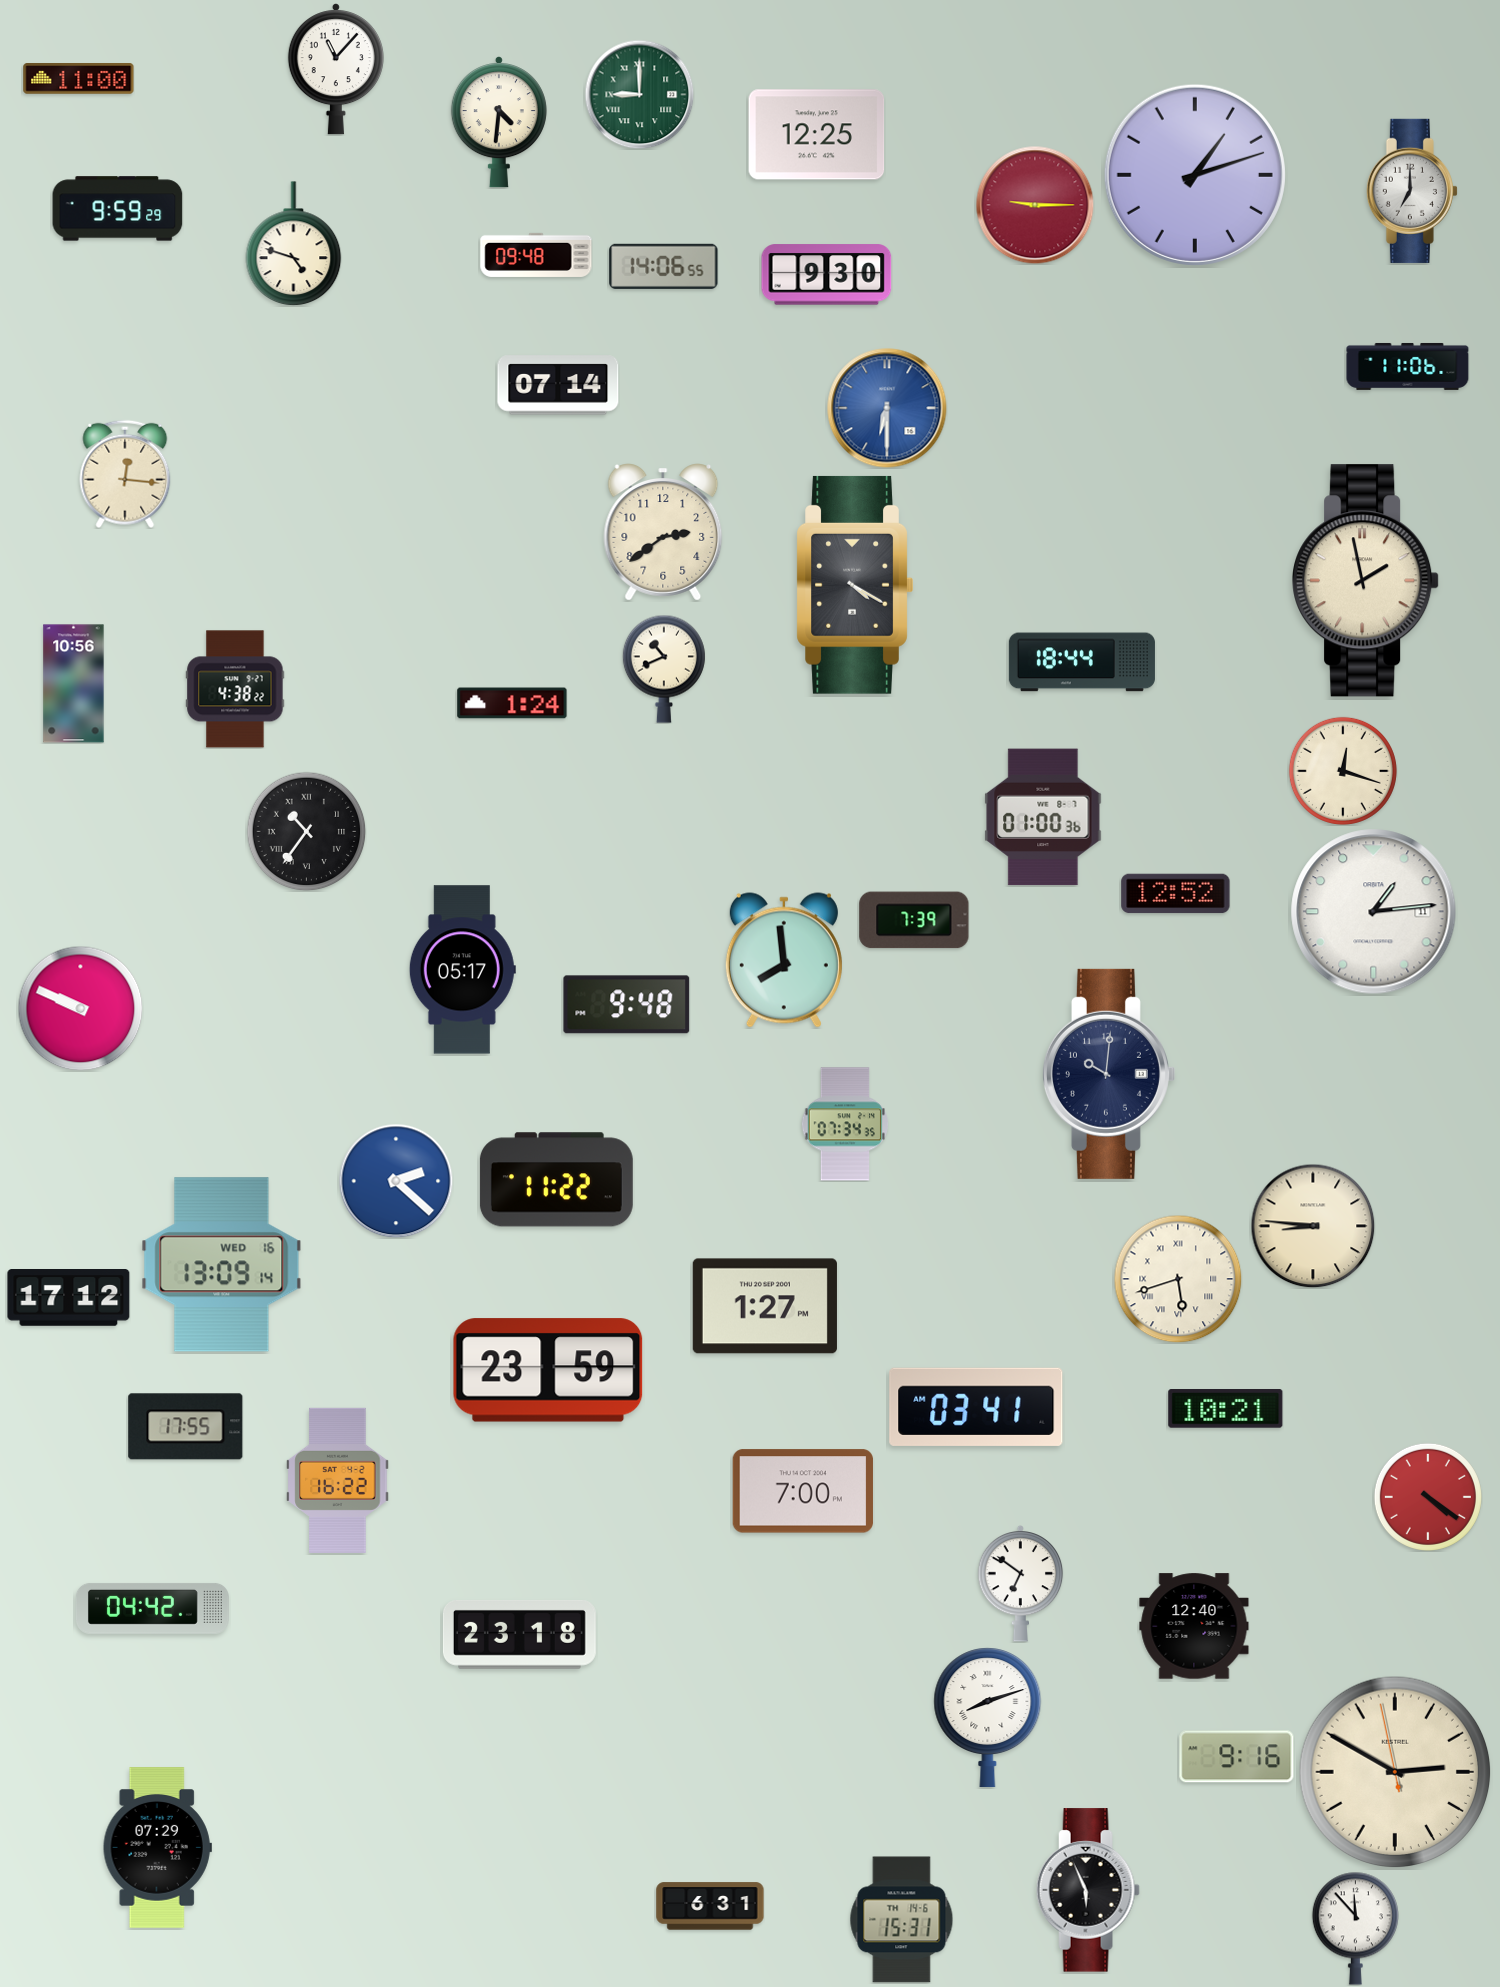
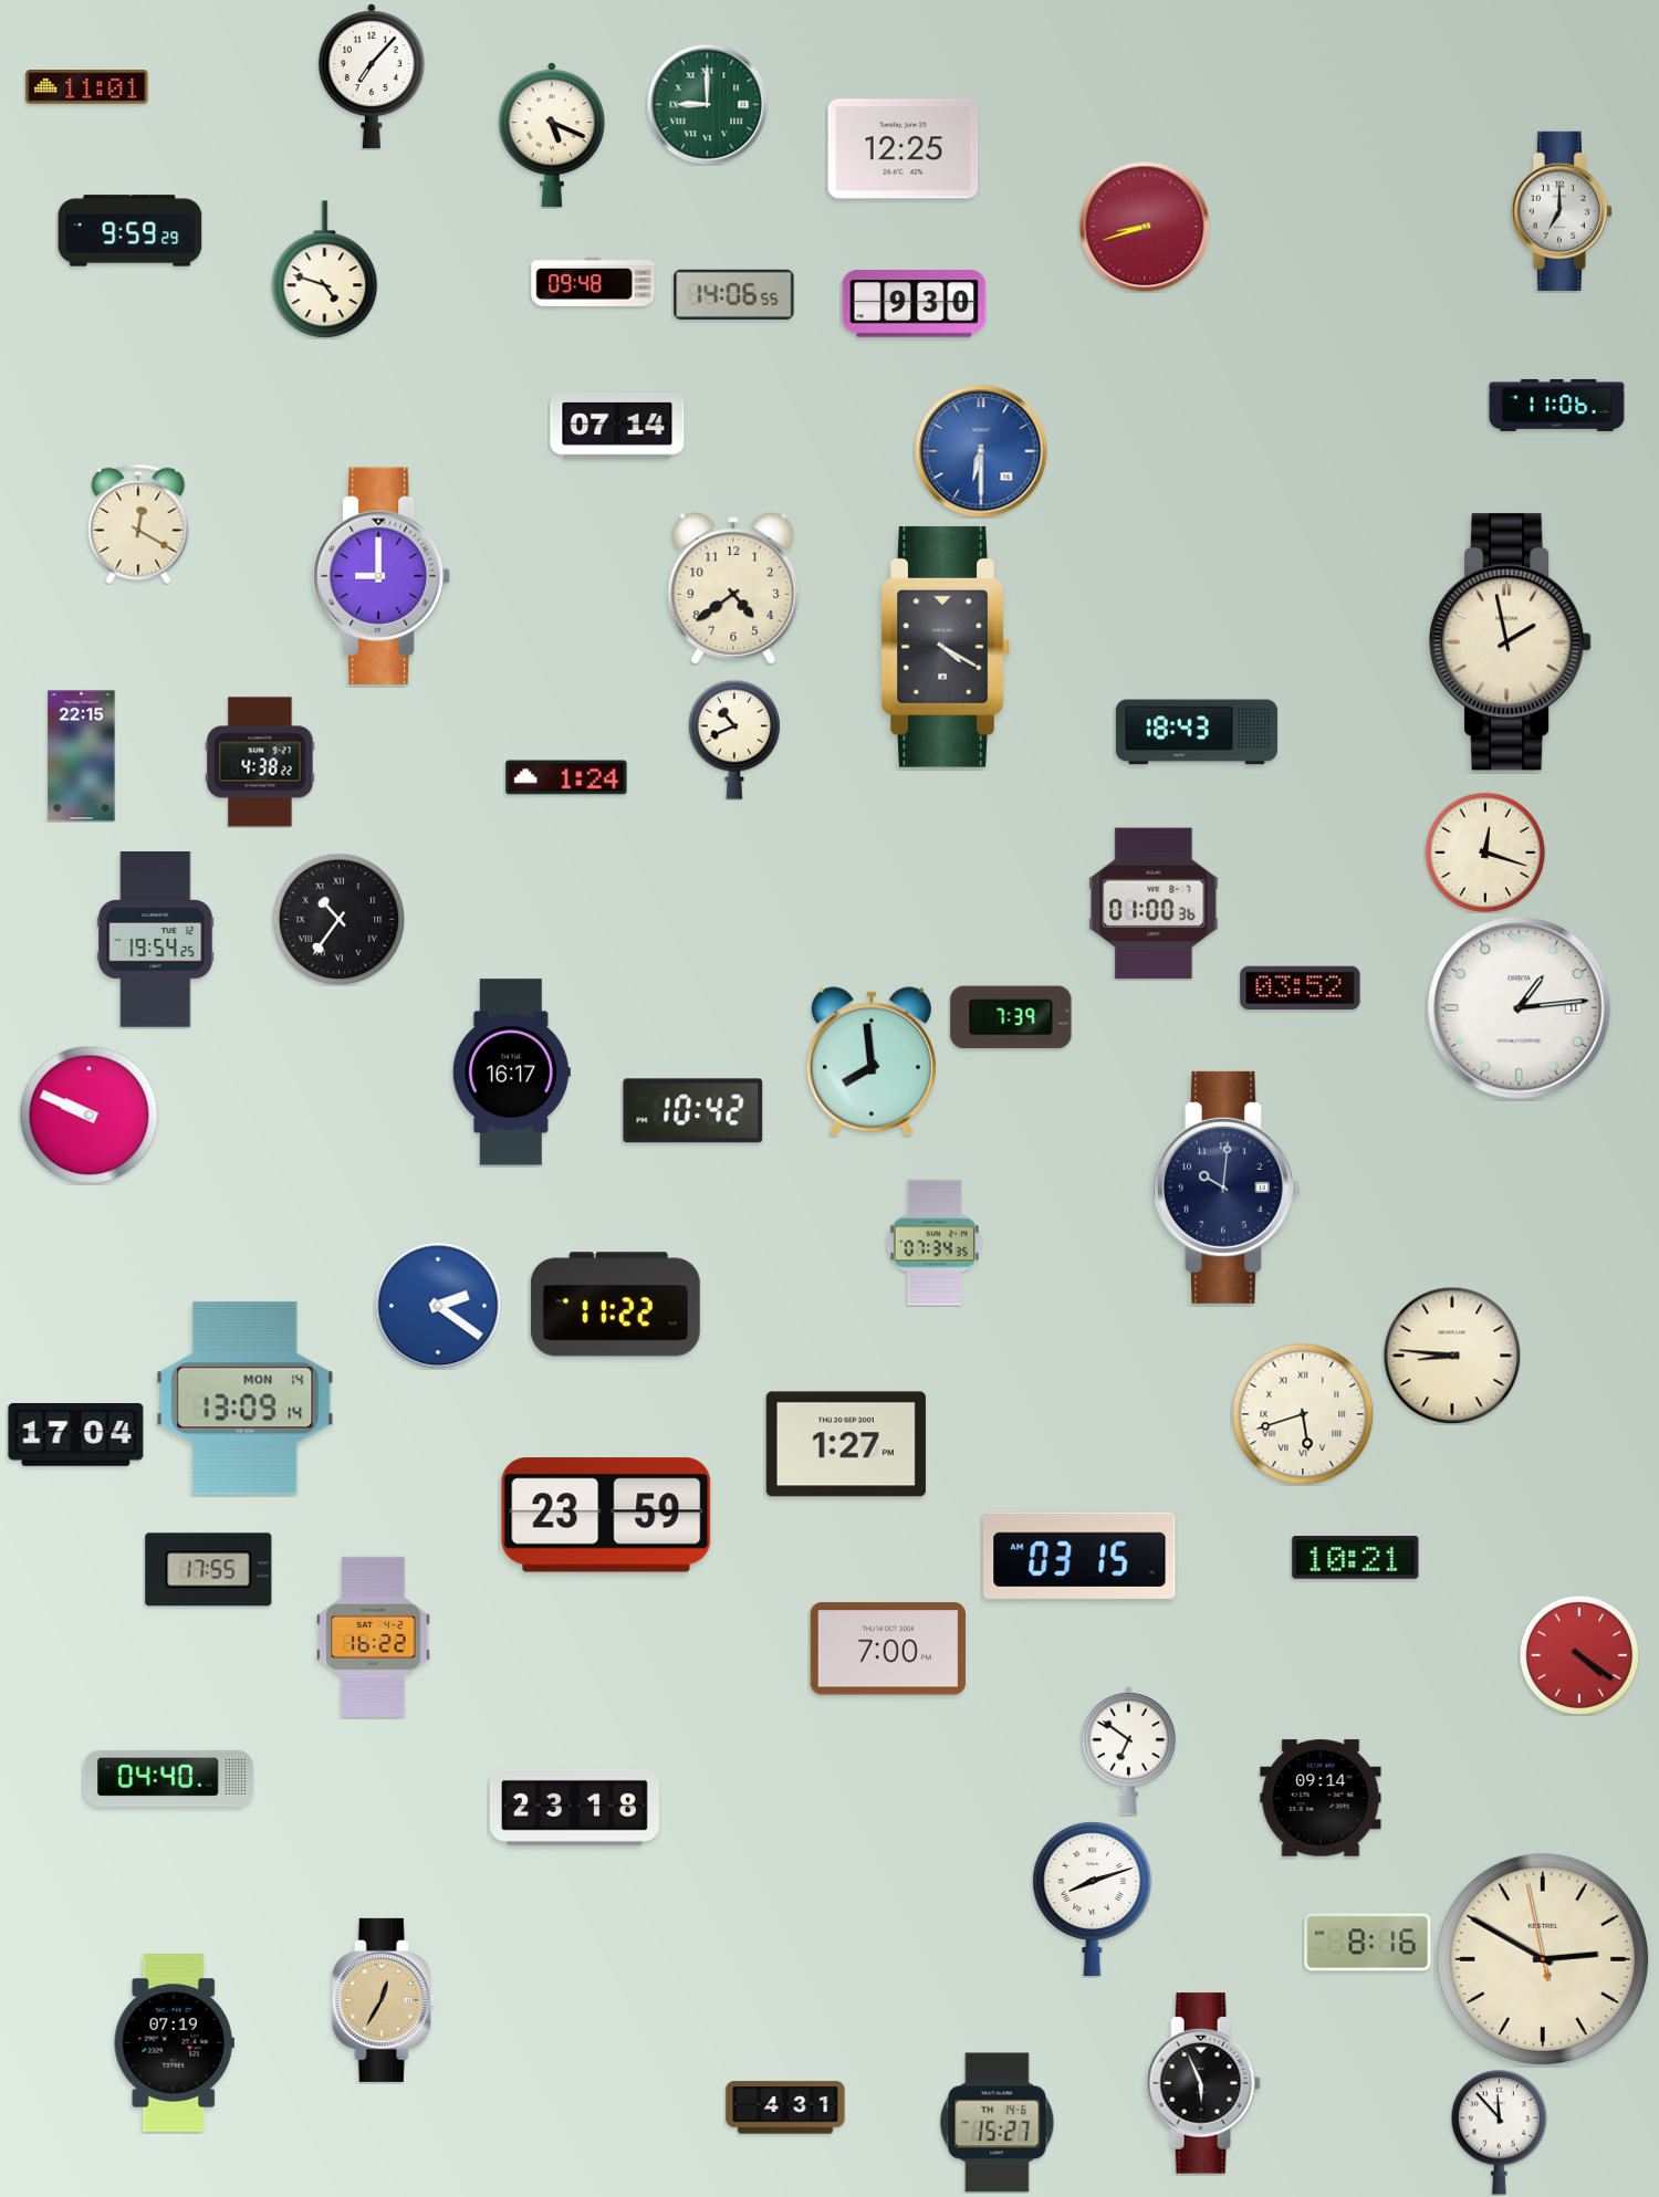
clock at (336, 70): 11:07 -> 7:07
clock at (79, 79): 11:00 -> 11:01
clock at (499, 123): 4:31 -> 5:19
clock at (1195, 175): 1:12 -> none
clock at (1035, 205): 9:15 -> 8:42
clock at (125, 474): 12:16 -> 12:20
clock at (383, 575): none -> 9:00
clock at (663, 532): 2:39 -> 4:39
clock at (1082, 662): 18:44 -> 18:43
clock at (74, 684): 10:56 -> 22:15
clock at (156, 940): none -> 19:54
clock at (1176, 894): 12:52 -> 03:52
clock at (784, 960) position: (784, 960) -> (872, 1061)
clock at (462, 970): 05:17 -> 16:17
clock at (627, 1005): 9:48 -> 10:42
clock at (396, 1181): 2:22 -> 2:21
clock at (222, 1265) date: WED 16 -> MON 14
clock at (69, 1298): 17:12 -> 17:04
clock at (976, 1407): 03:41 -> 03:15
clock at (186, 1427) position: (186, 1427) -> (209, 1570)
clock at (152, 1608): 04:42 -> 04:40
clock at (1194, 1626): 12:40 -> 09:14
clock at (1237, 1757): 9:16 -> 8:16
clock at (384, 2000): none -> 12:35
clock at (157, 1848): 07:29 -> 07:19
clock at (1088, 1890) position: (1088, 1890) -> (1203, 2083)
clock at (710, 1906): 6:31 -> 4:31
clock at (902, 1920): 15:31 -> 15:27
